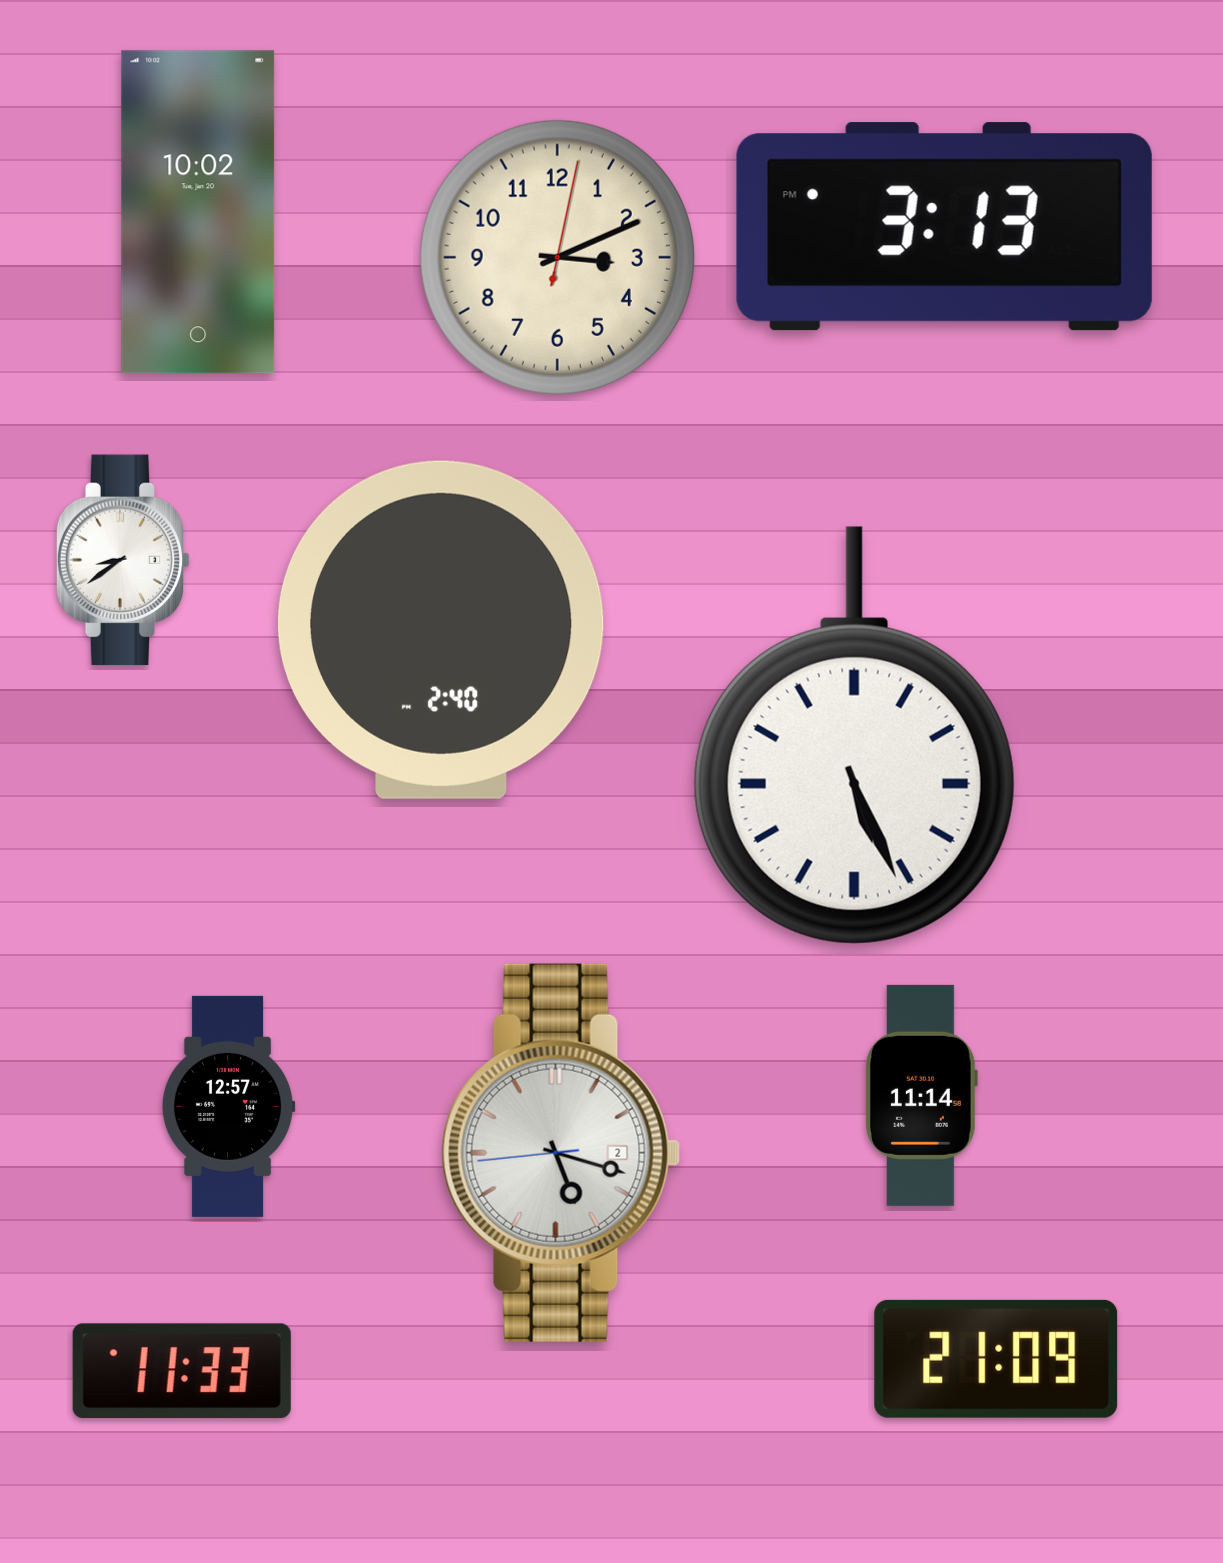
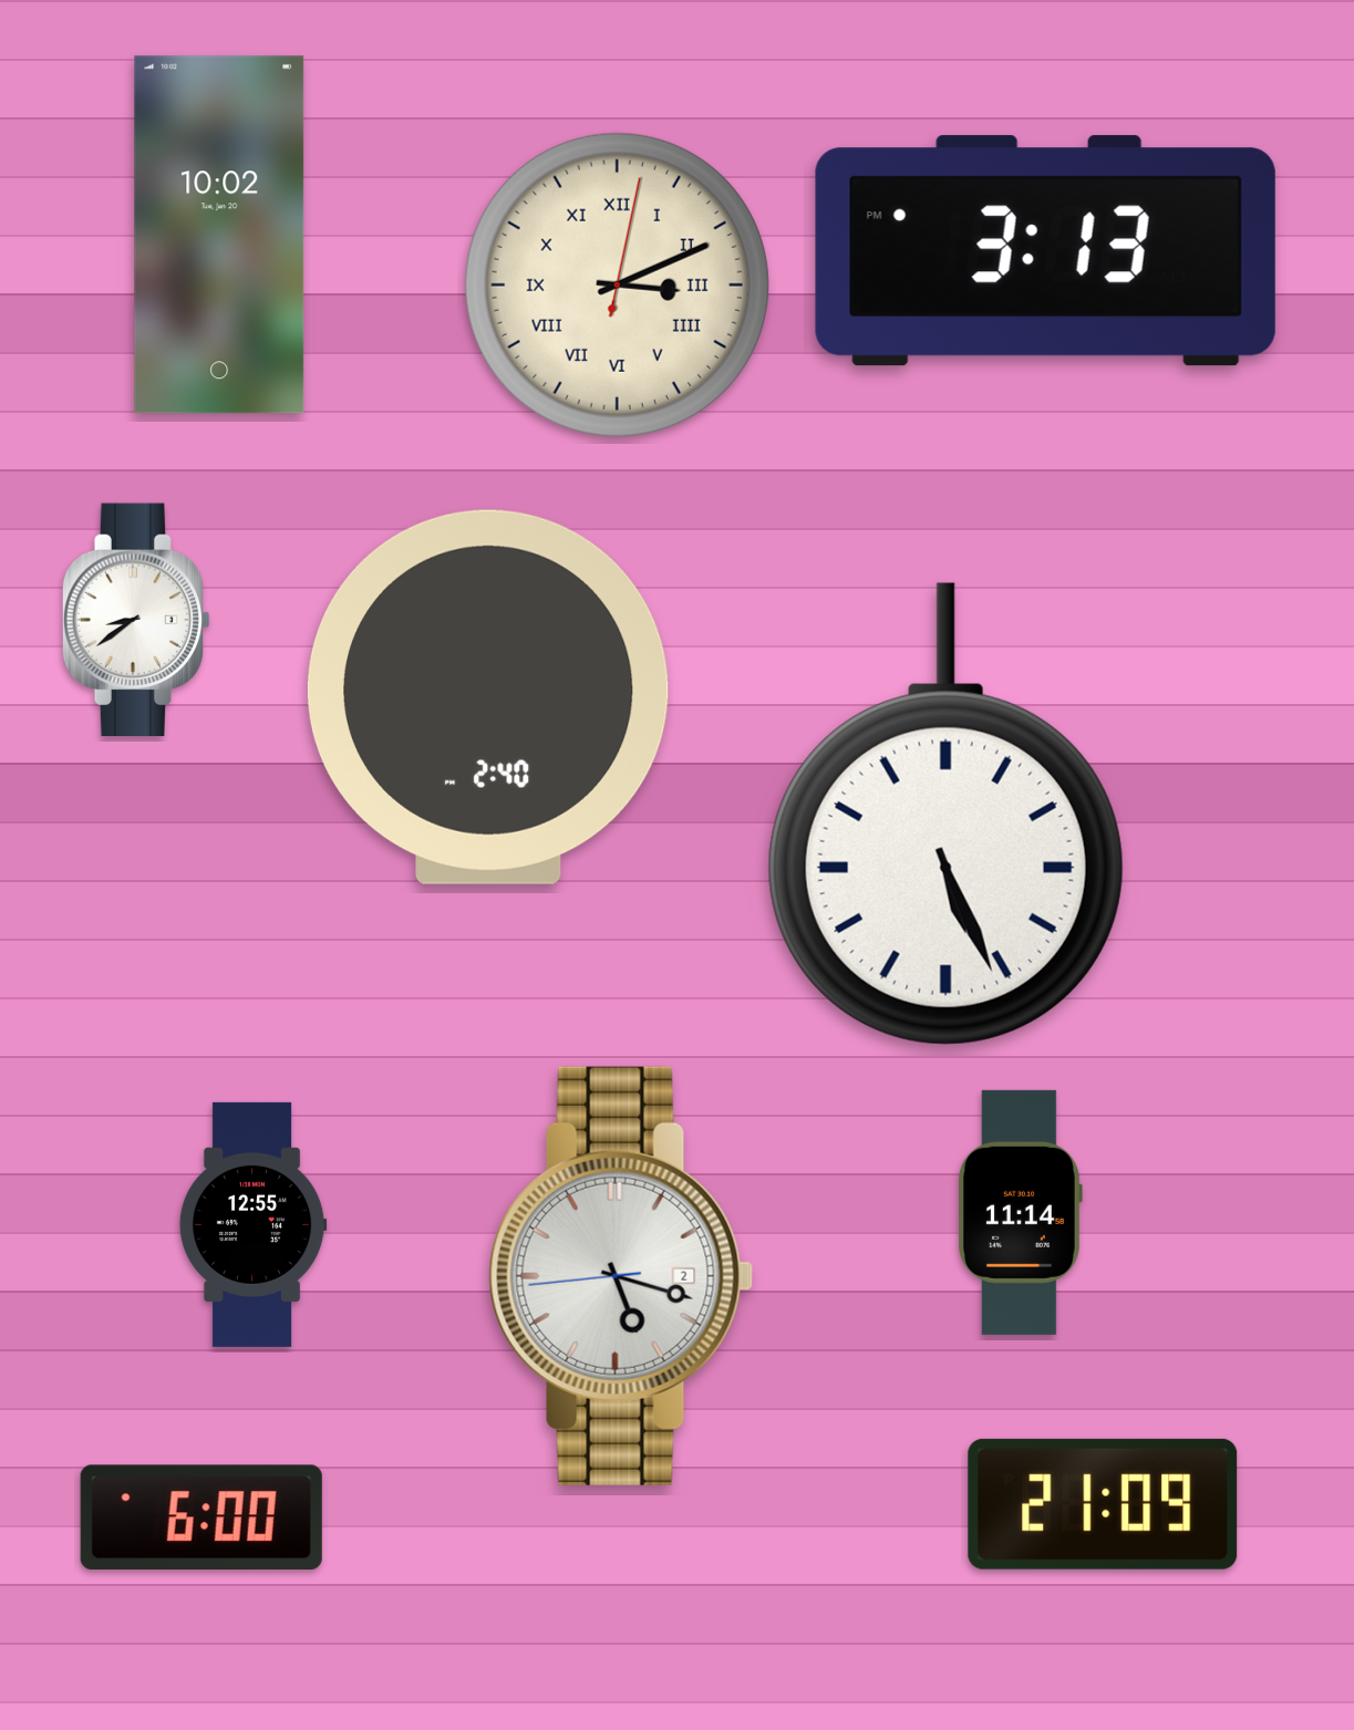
clock at (557, 257) numerals: Arabic -> Roman
clock at (228, 1106): 12:57 -> 12:55
clock at (182, 1370): 11:33 -> 6:00
